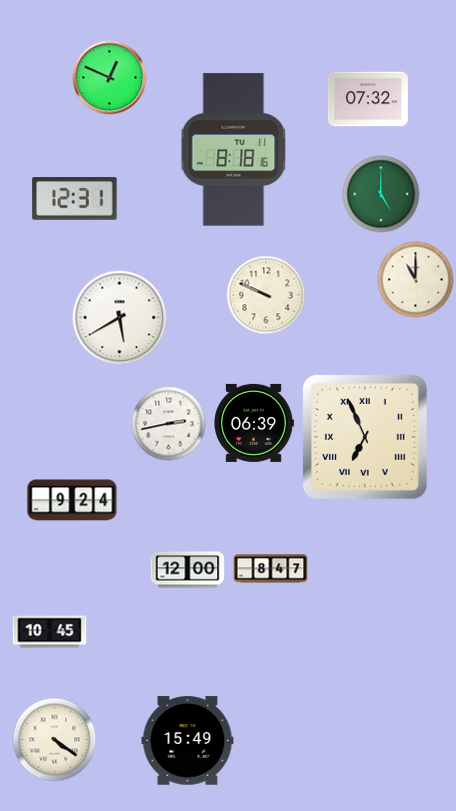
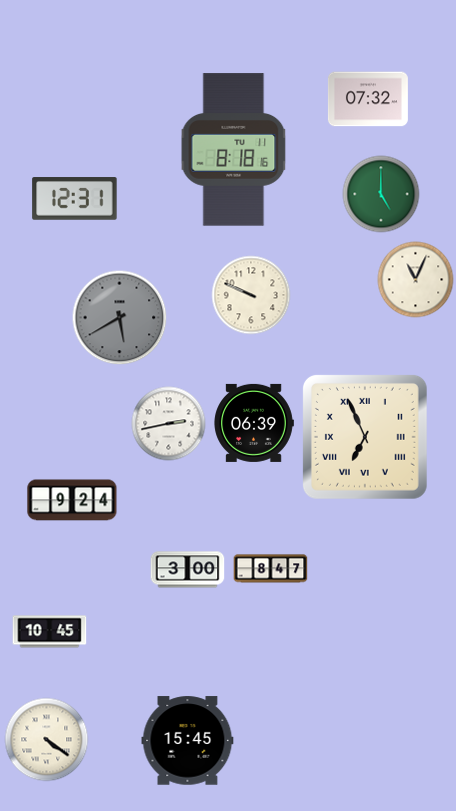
clock at (110, 78): 12:49 -> none
clock at (416, 280): 11:00 -> 11:04
clock at (266, 295) position: (266, 295) -> (251, 295)
clock at (120, 318) dial: white -> grey
clock at (188, 570): 12:00 -> 3:00
clock at (55, 740) position: (55, 740) -> (47, 740)
clock at (188, 741): 15:49 -> 15:45
